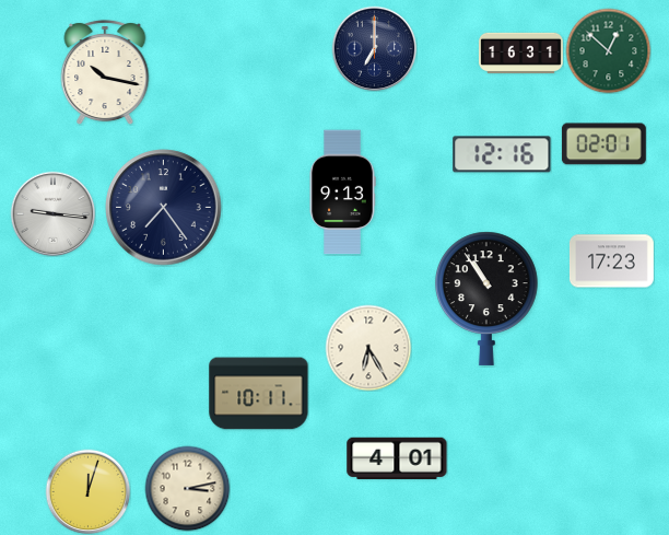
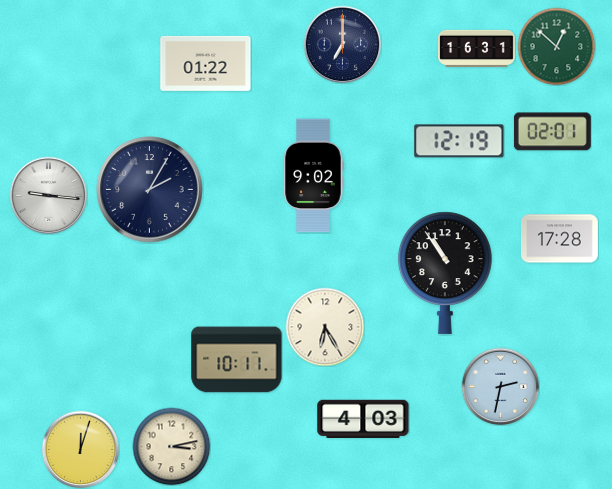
clock at (206, 63): none -> 01:22
clock at (105, 72): 10:17 -> none
clock at (502, 154): 12:16 -> 12:19
clock at (342, 193): 9:13 -> 9:02
clock at (164, 208): 7:24 -> 2:05
clock at (611, 261): 17:23 -> 17:28
clock at (368, 348) position: (368, 348) -> (325, 327)
clock at (500, 386): none -> 2:32
clock at (397, 458): 4:01 -> 4:03
